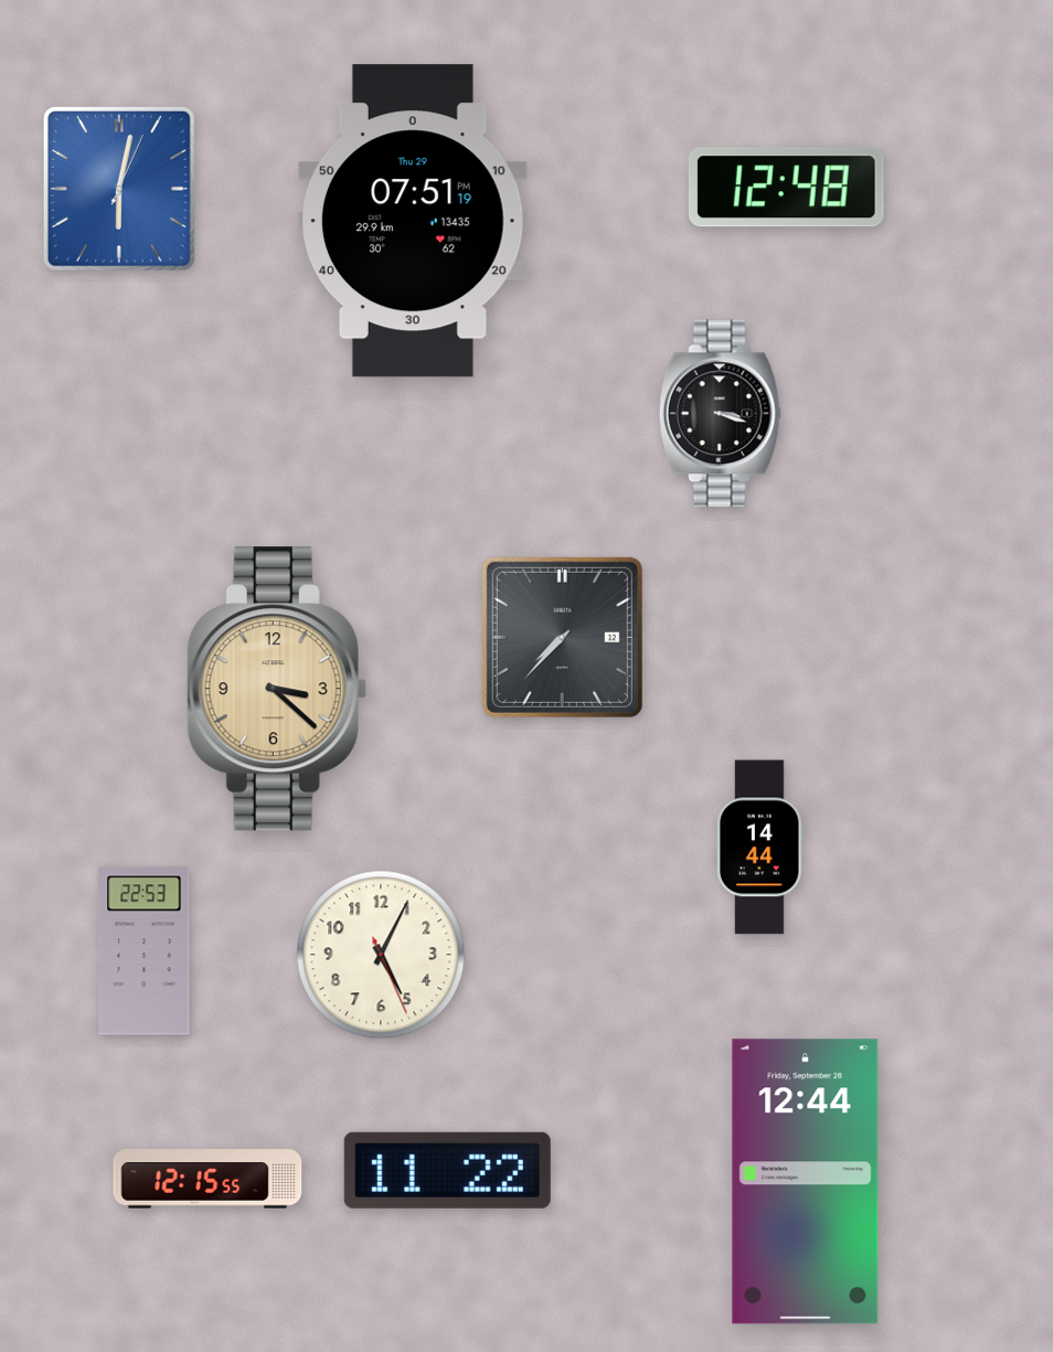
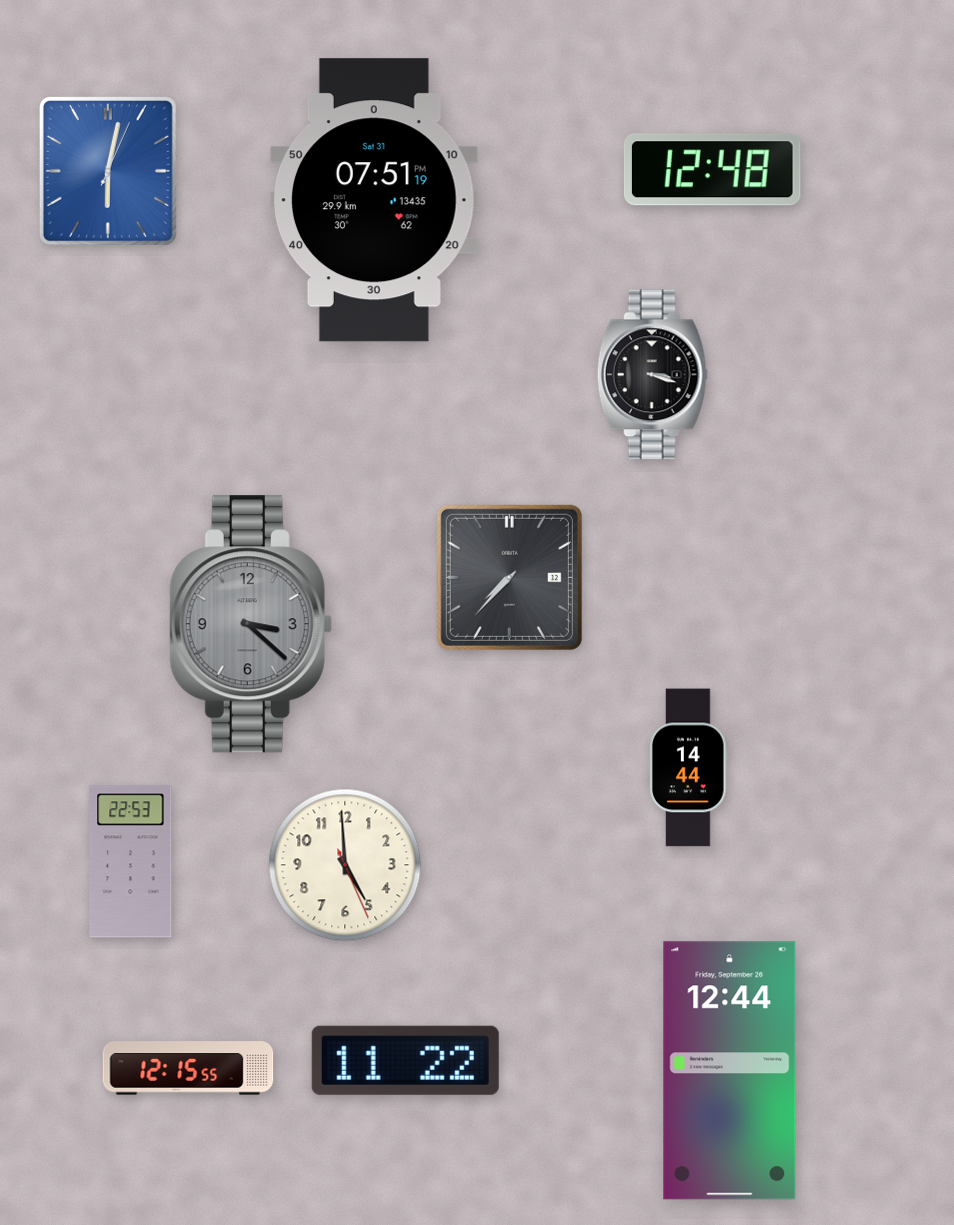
clock at (413, 221) date: Thu 29 -> Sat 31
clock at (277, 689) dial: champagne -> grey
clock at (381, 955): 5:04 -> 4:59
